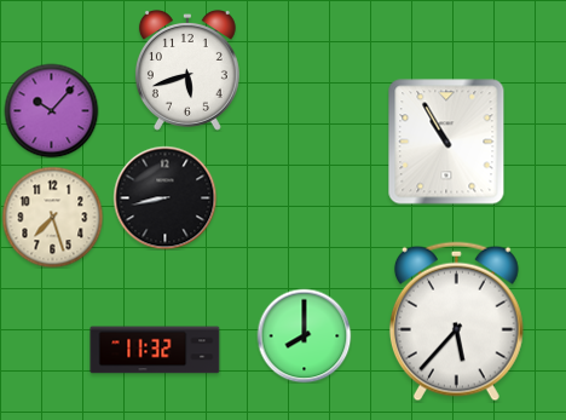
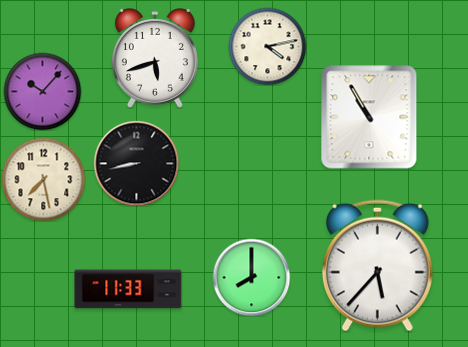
clock at (267, 46): none -> 4:13
clock at (52, 217): 7:27 -> 7:28
clock at (155, 350): 11:32 -> 11:33
